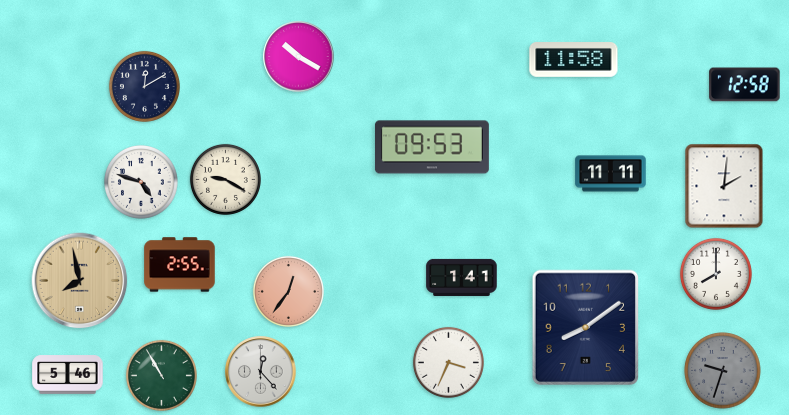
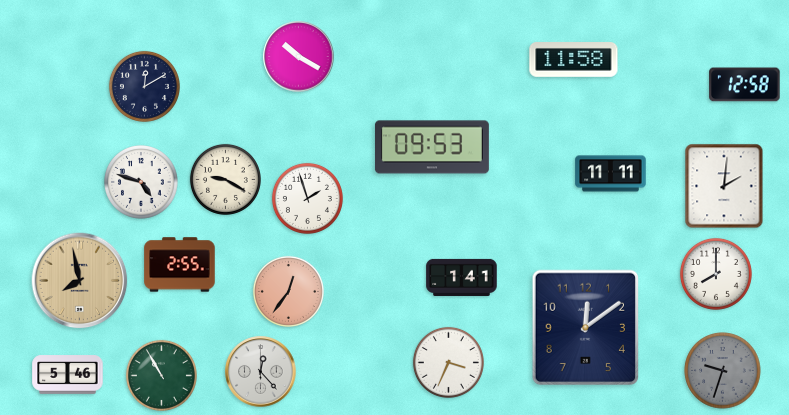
clock at (307, 198): none -> 1:57
clock at (586, 328): 8:09 -> 12:09
